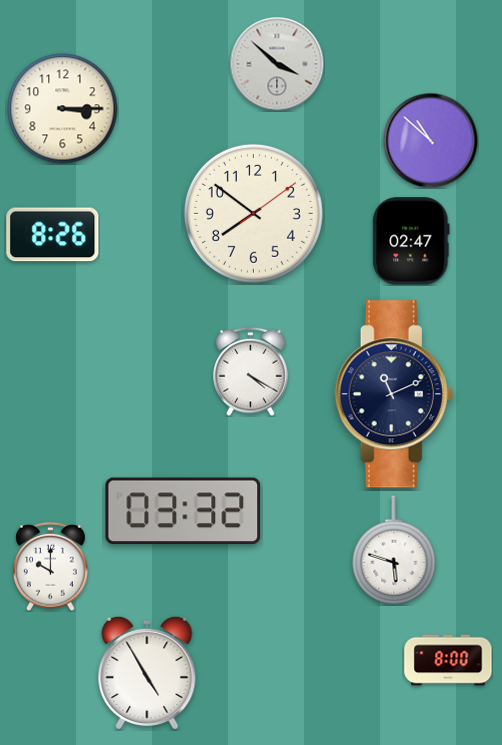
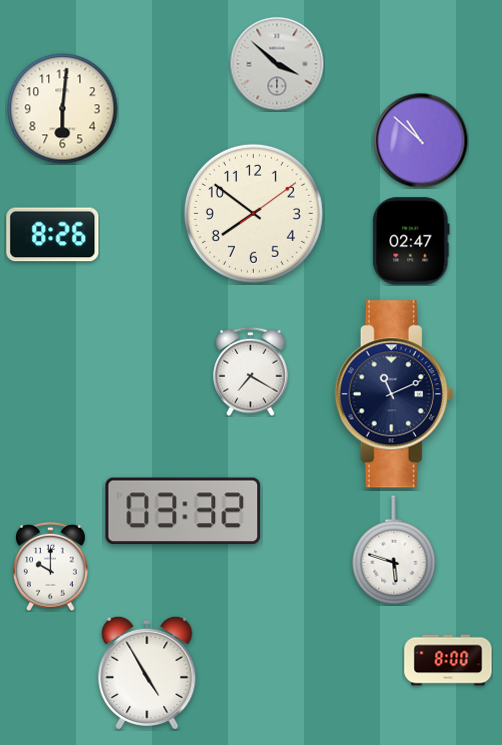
clock at (63, 109): 3:15 -> 6:01
clock at (430, 140) position: (430, 140) -> (420, 140)
clock at (251, 371): 4:20 -> 7:20
